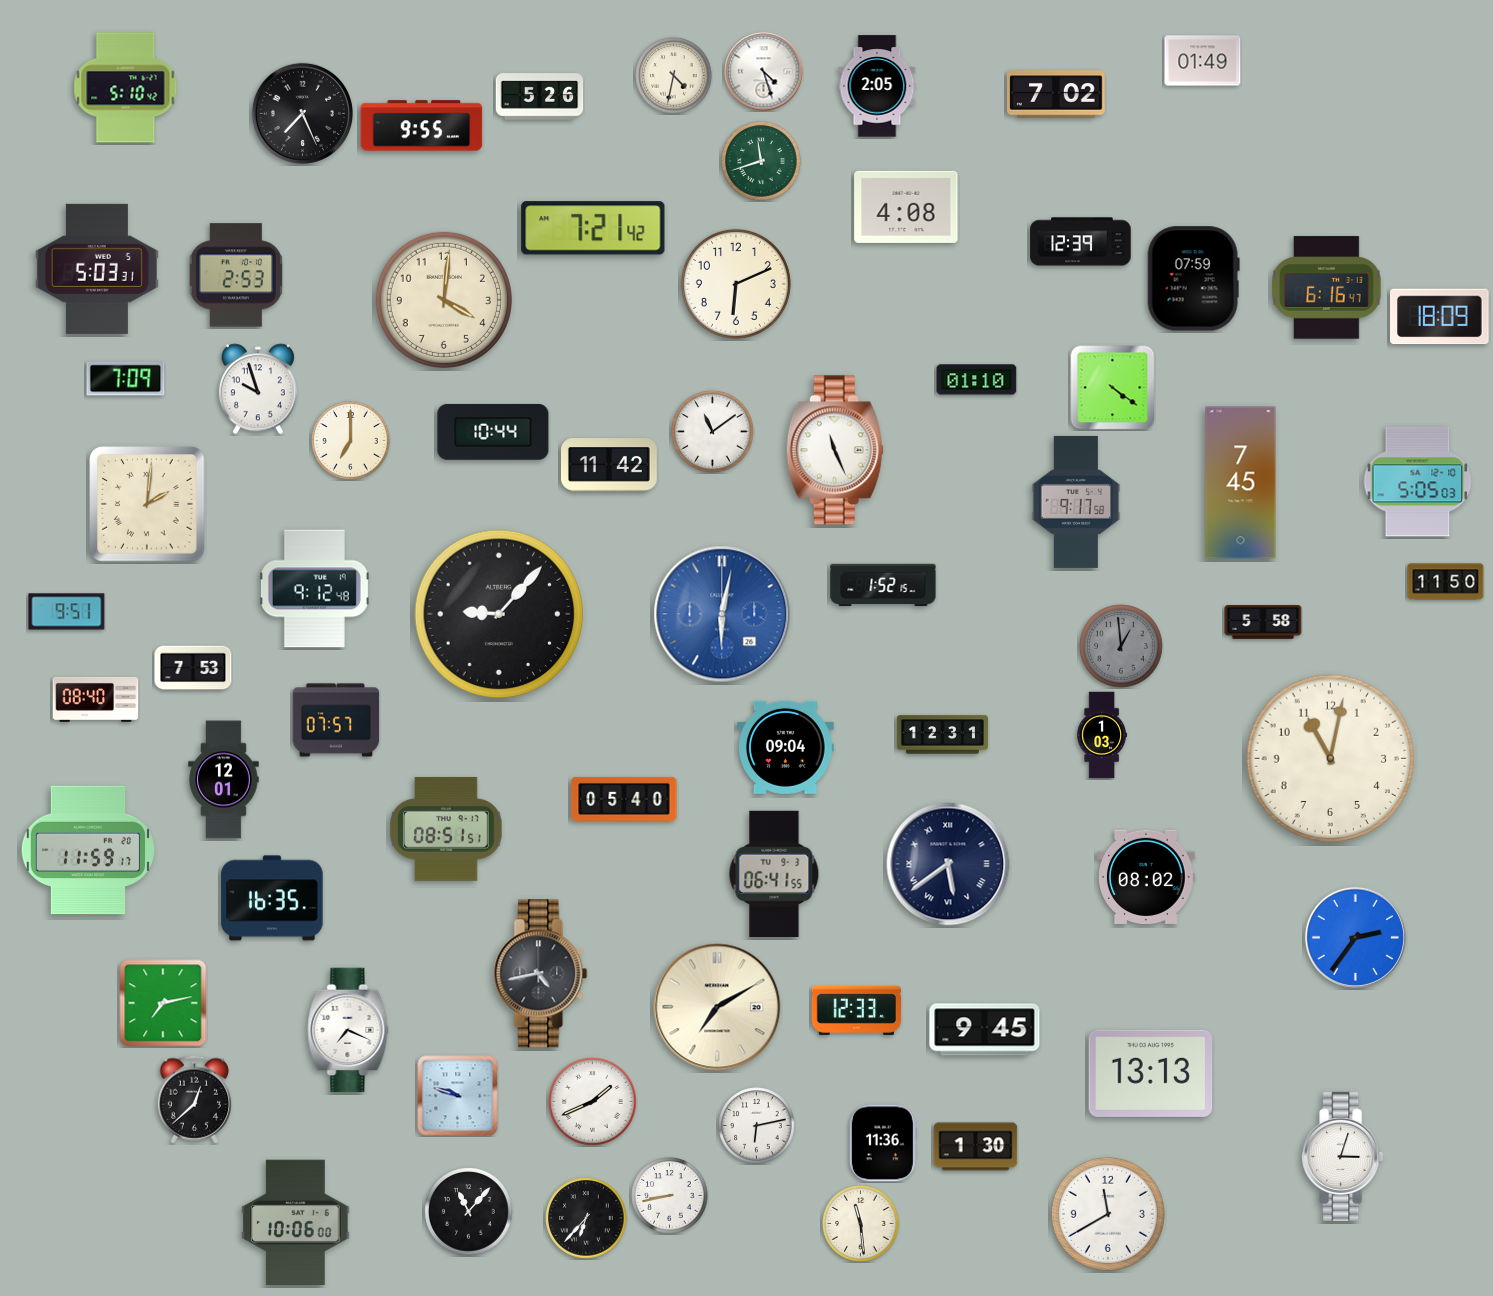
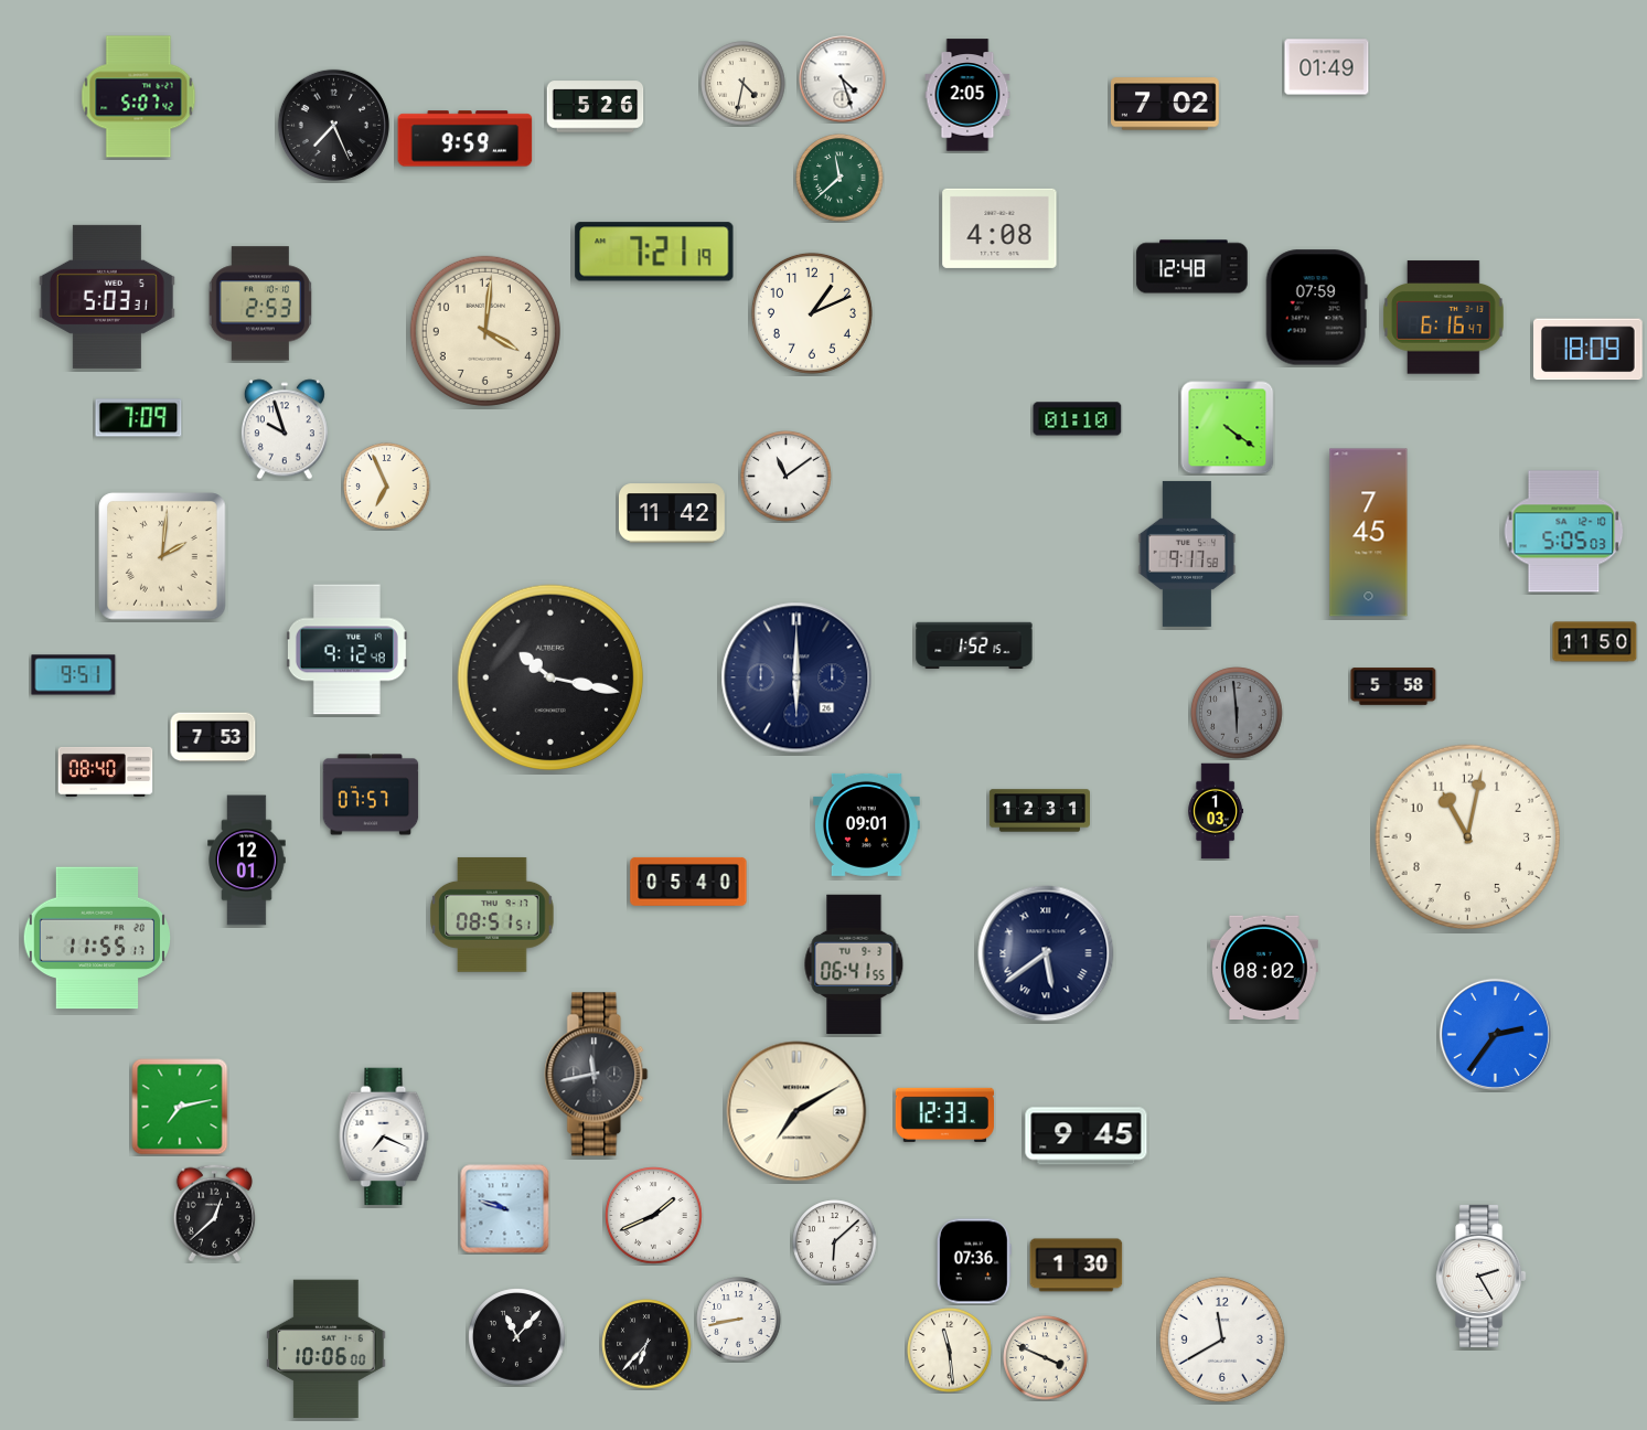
clock at (126, 88): 5:10 -> 5:07
clock at (422, 126): 9:55 -> 9:59
clock at (761, 161): 11:42 -> 11:38
clock at (593, 228): 7:21:42 -> 7:21:19
clock at (1081, 242): 12:39 -> 12:48
clock at (736, 284): 6:11 -> 1:11
clock at (1327, 288) position: (1327, 288) -> (1444, 318)
clock at (444, 300) position: (444, 300) -> (485, 331)
clock at (493, 432): 10:44 -> none
clock at (351, 441): 7:00 -> 6:56
clock at (835, 450): 11:26 -> none
clock at (499, 614): 9:07 -> 10:17
clock at (722, 614): 6:02 -> 6:00
clock at (722, 614) dial: blue -> navy
clock at (1121, 646): 12:59 -> 5:59
clock at (785, 747): 09:04 -> 09:01
clock at (88, 850): 11:59 -> 11:55
clock at (272, 898): 16:35 -> none
clock at (541, 974): 4:43 -> 11:43
clock at (717, 1007) position: (717, 1007) -> (796, 1111)
clock at (1151, 1073): 13:13 -> none
clock at (757, 1126): 6:13 -> 6:08
clock at (883, 1143): 11:36 -> 07:36
clock at (1343, 1156): 3:03 -> 2:25
clock at (1046, 1358): none -> 3:49
